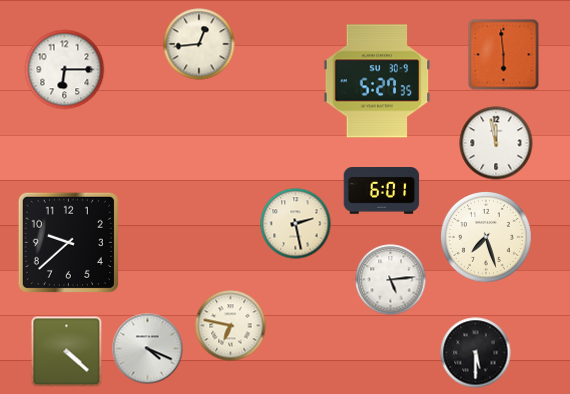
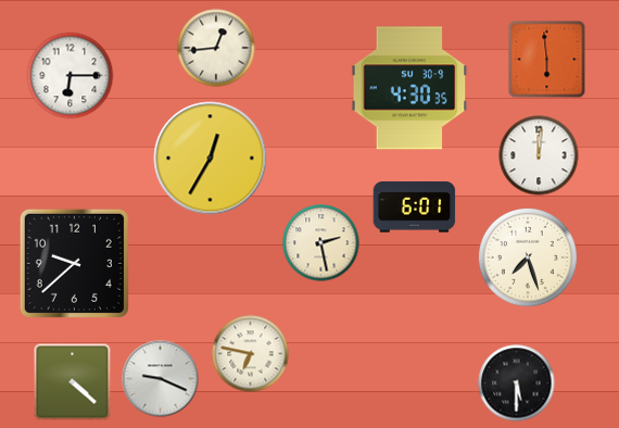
clock at (377, 81): 5:27 -> 4:30
clock at (496, 143): 11:58 -> 12:01
clock at (211, 159): none -> 12:35
clock at (391, 280): 5:14 -> none
clock at (148, 349): 4:19 -> 9:19
